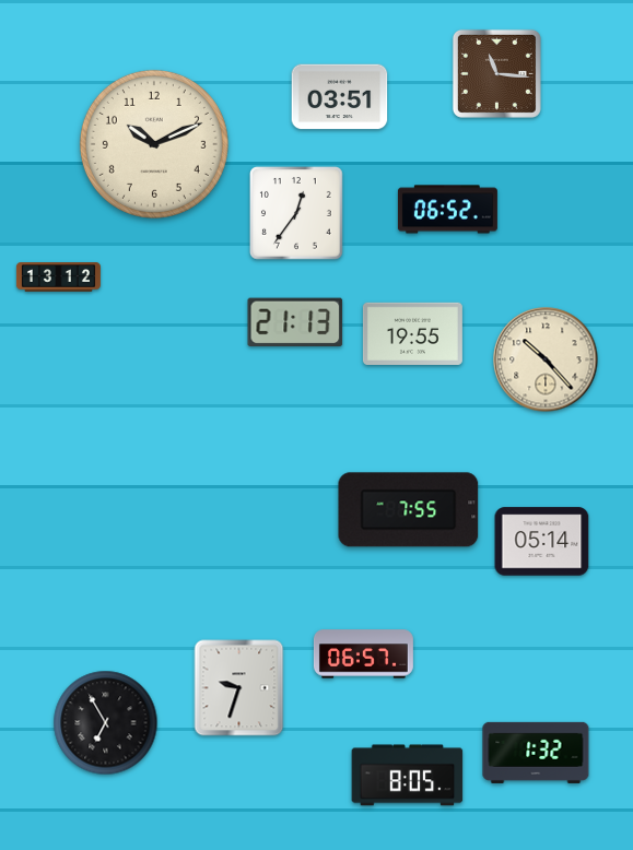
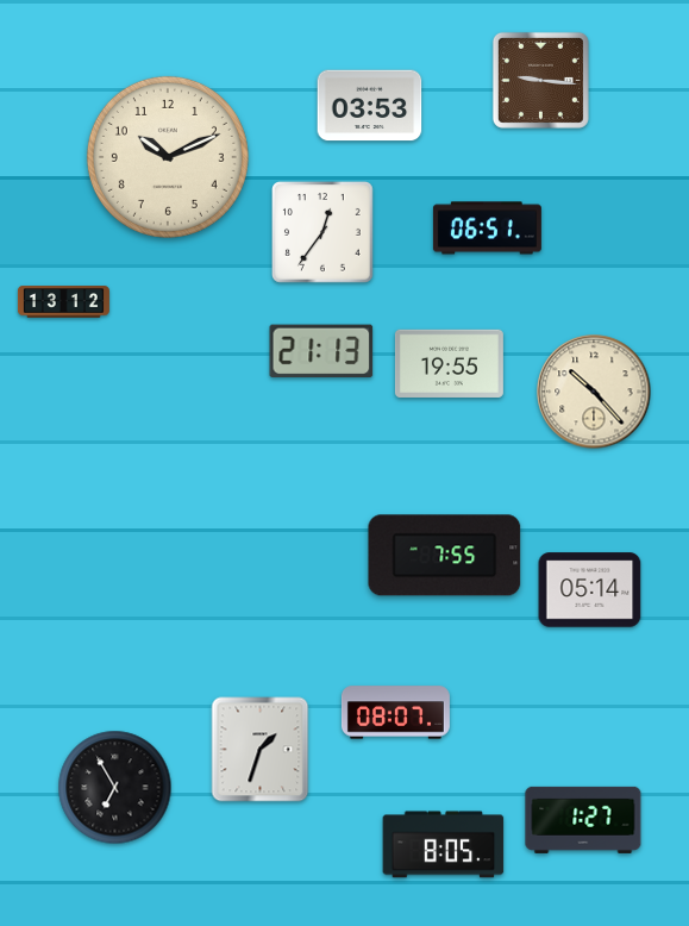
clock at (496, 73): 11:16 -> 9:16
clock at (340, 97): 03:51 -> 03:53
clock at (447, 210): 06:52 -> 06:51
clock at (363, 654): 06:57 -> 08:07
clock at (239, 688): 9:33 -> 1:33
clock at (536, 753): 1:32 -> 1:27
